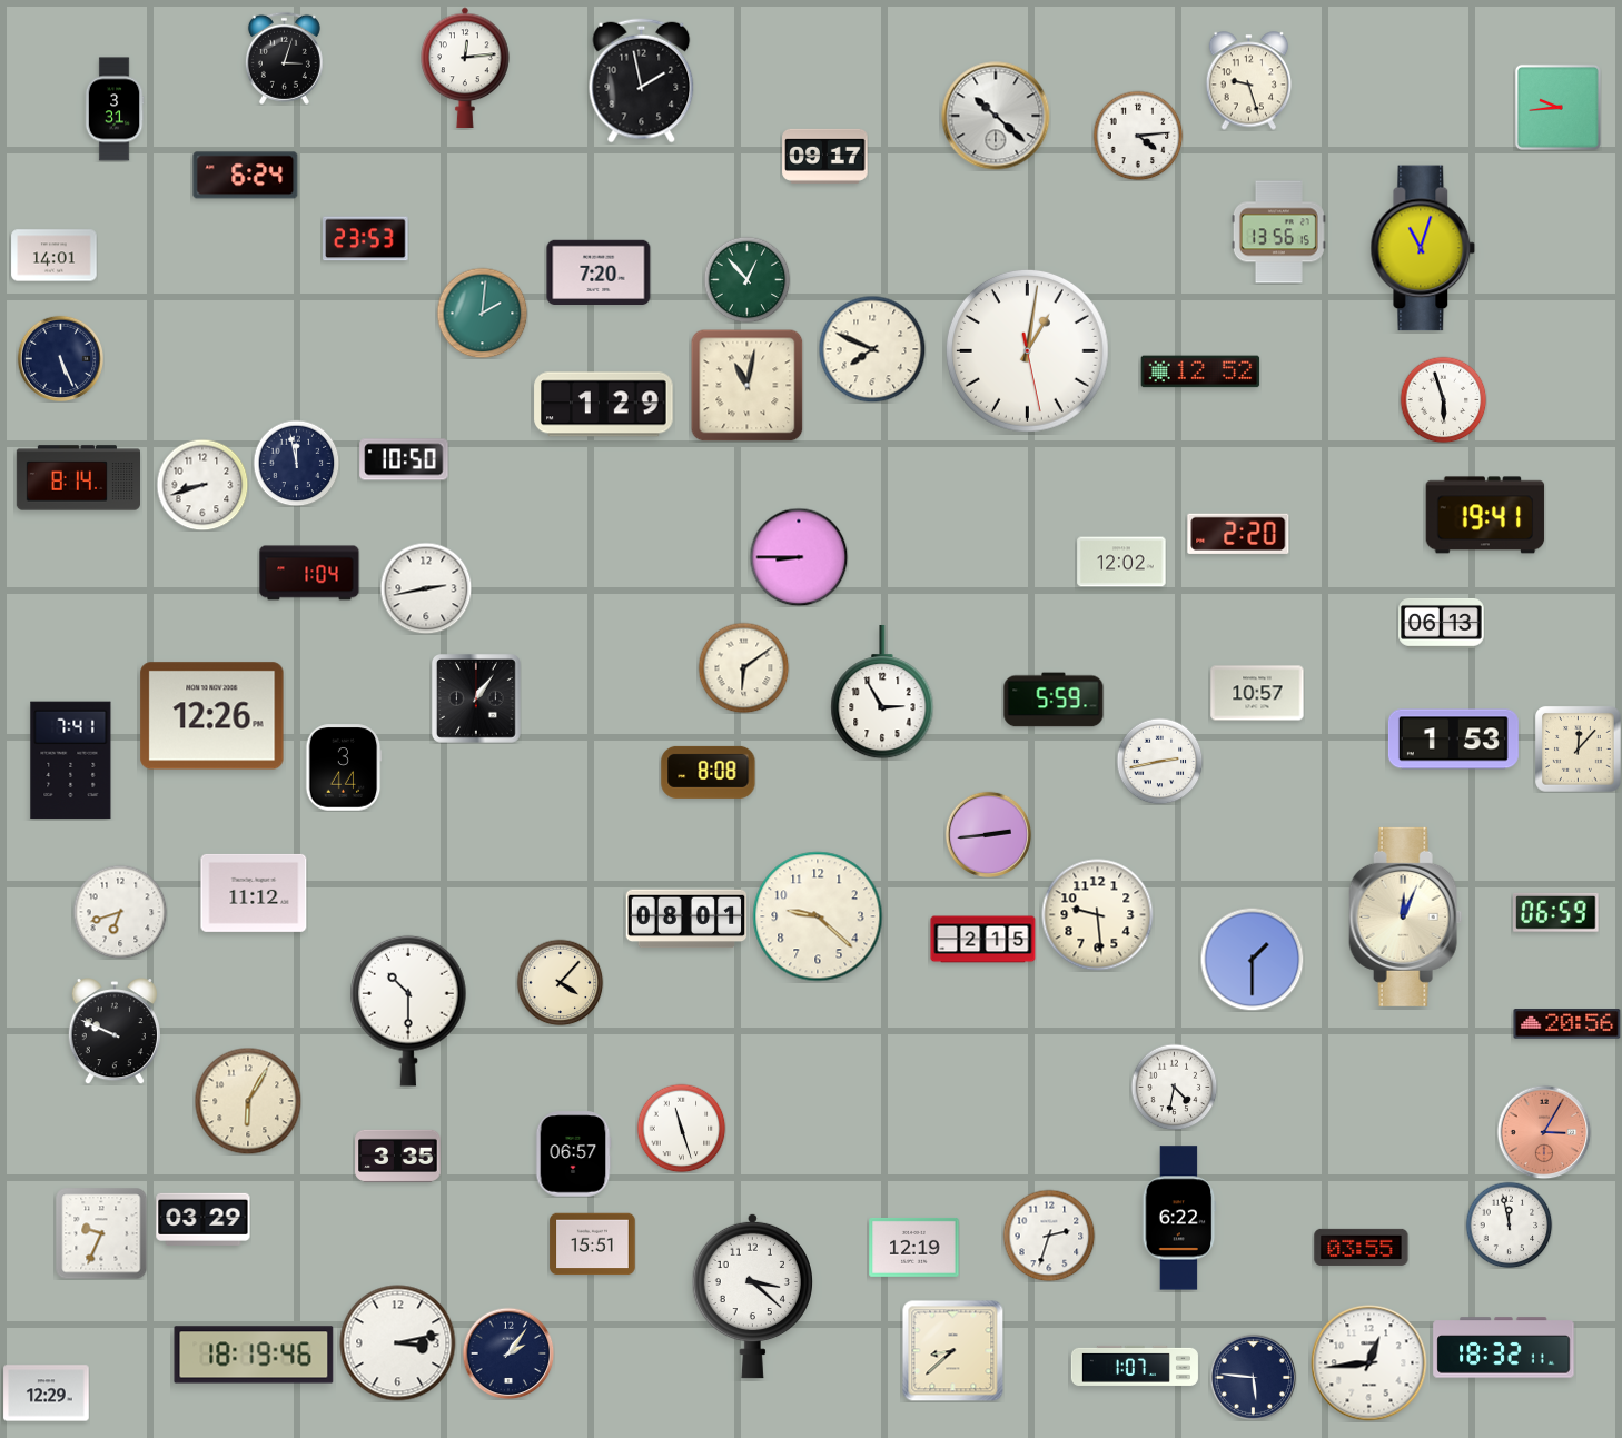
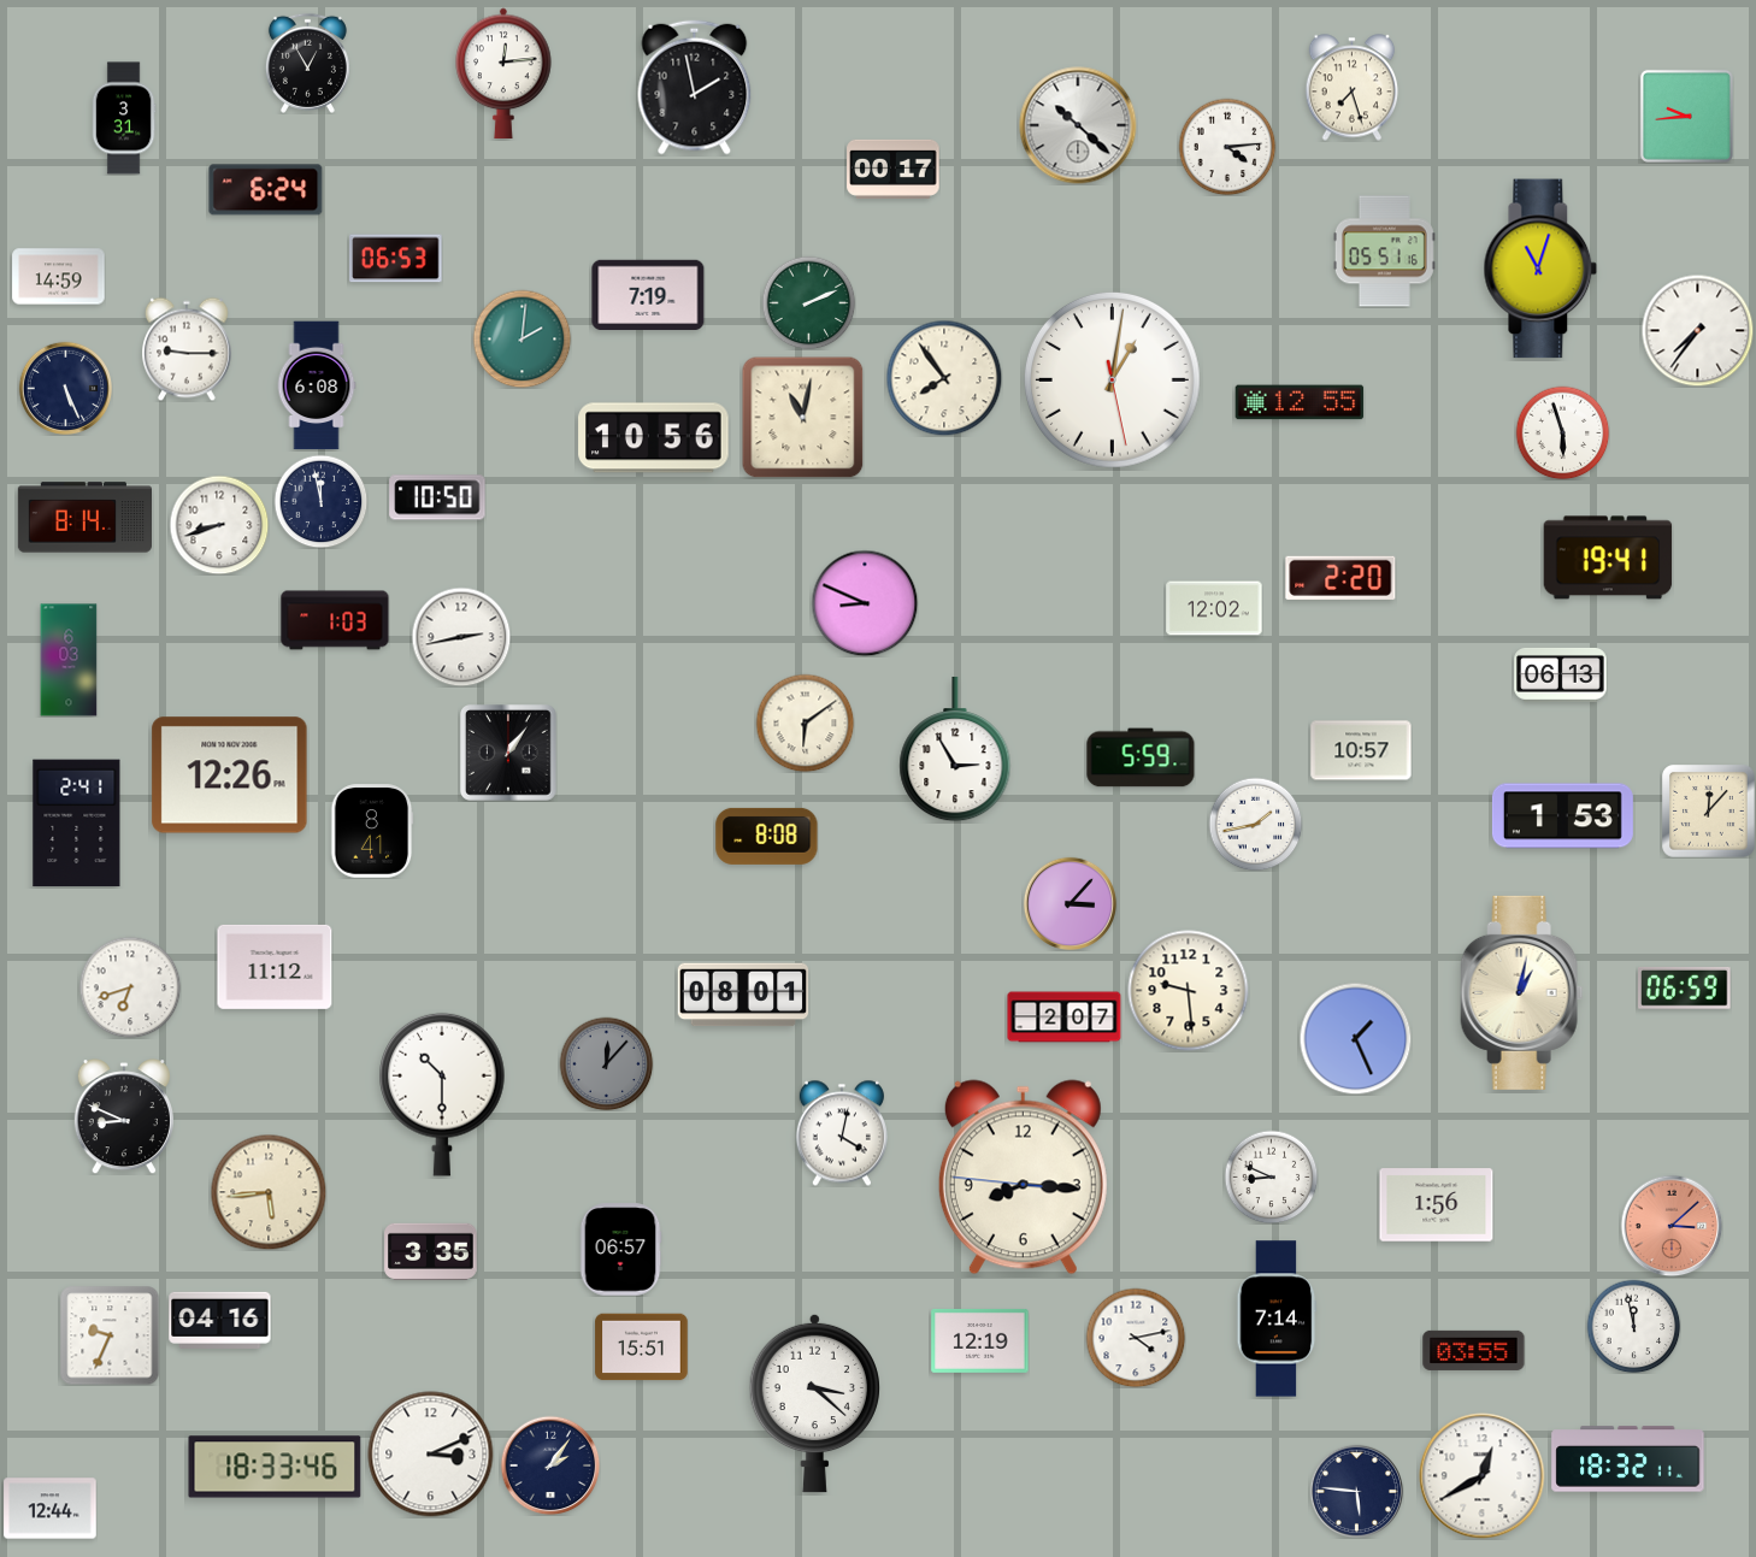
clock at (284, 58): 3:03 -> 12:55
clock at (1249, 81): 9:27 -> 7:27
clock at (1138, 136) position: (1138, 136) -> (1227, 147)
clock at (825, 156): 09:17 -> 00:17
clock at (1278, 232): 13:56 -> 05:51
clock at (366, 239): 23:53 -> 06:53
clock at (55, 256): 14:01 -> 14:59
clock at (599, 271): 7:20 -> 7:19
clock at (746, 279): 12:53 -> 2:11
clock at (1697, 330): none -> 7:36
clock at (188, 349): none -> 9:15
clock at (872, 349): 7:49 -> 7:54
clock at (317, 385): none -> 6:08
clock at (1200, 371): 12:52 -> 12:55
clock at (746, 385) position: (746, 385) -> (802, 417)
clock at (604, 405): 1:29 -> 10:56
clock at (799, 557): 8:45 -> 8:49
clock at (309, 573): 1:04 -> 1:03
clock at (69, 660): none -> 6:03
clock at (477, 700) position: (477, 700) -> (509, 754)
clock at (1453, 740) position: (1453, 740) -> (1562, 816)
clock at (71, 761): 7:41 -> 2:41
clock at (1159, 761): 2:43 -> 1:43
clock at (344, 767): 3:44 -> 8:41
clock at (988, 834): 2:44 -> 3:07
clock at (818, 916): 9:22 -> none
clock at (1406, 916): 12:04 -> 1:02
clock at (983, 940): 2:15 -> 2:07
clock at (1252, 959): 1:30 -> 1:26
clock at (560, 982): 4:07 -> 12:07
clock at (560, 982) dial: cream -> grey
clock at (1567, 1024): 20:56 -> none
clock at (115, 1031): 9:49 -> 8:49
clock at (842, 1133): none -> 4:02
clock at (1174, 1087): 4:32 -> 8:49
clock at (1023, 1178): none -> 8:15
clock at (248, 1101): 6:05 -> 5:44
clock at (1437, 1205): none -> 1:56
clock at (681, 1128): 11:27 -> none
clock at (1544, 1132): 3:05 -> 3:08
clock at (1179, 1218): 6:22 -> 7:14
clock at (204, 1219): 03:29 -> 04:16
clock at (1049, 1236): 2:33 -> 4:13
clock at (914, 1247) position: (914, 1247) -> (980, 1340)
clock at (398, 1343): 3:13 -> 3:11
clock at (952, 1350): 8:38 -> none
clock at (254, 1355): 18:19 -> 18:33
clock at (1369, 1363): 12:44 -> 12:40
clock at (1135, 1366): 1:07 -> none
clock at (47, 1394): 12:29 -> 12:44
